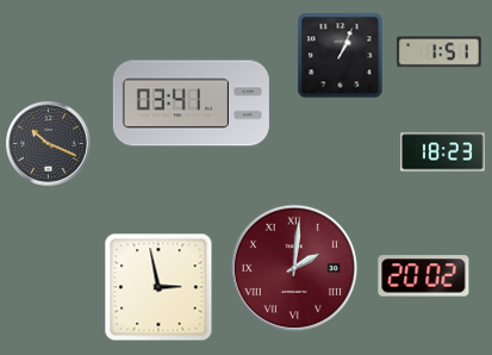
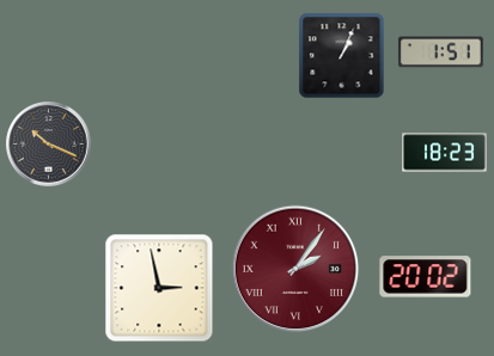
clock at (191, 104): 03:41 -> none
clock at (294, 268): 2:01 -> 2:06
